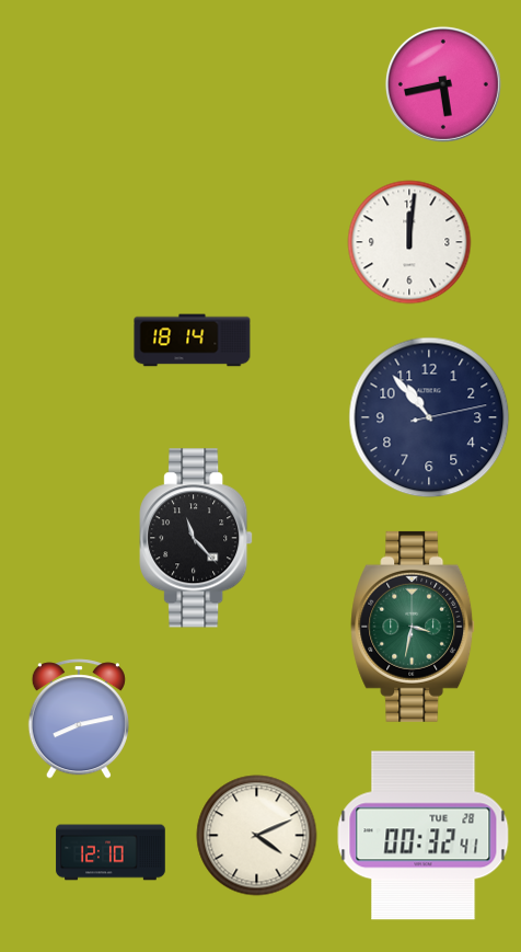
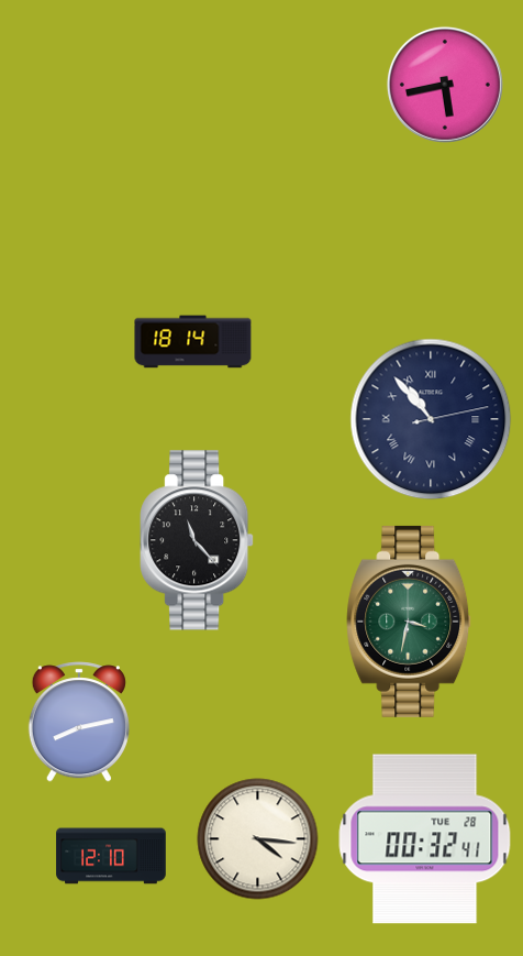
clock at (409, 242): 12:01 -> none
clock at (429, 417) numerals: Arabic -> Roman
clock at (414, 627) position: (414, 627) -> (410, 622)
clock at (257, 836): 4:11 -> 4:16
